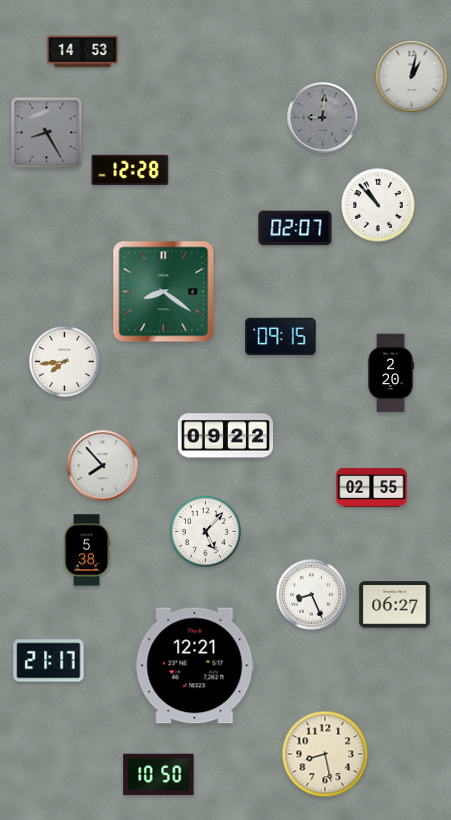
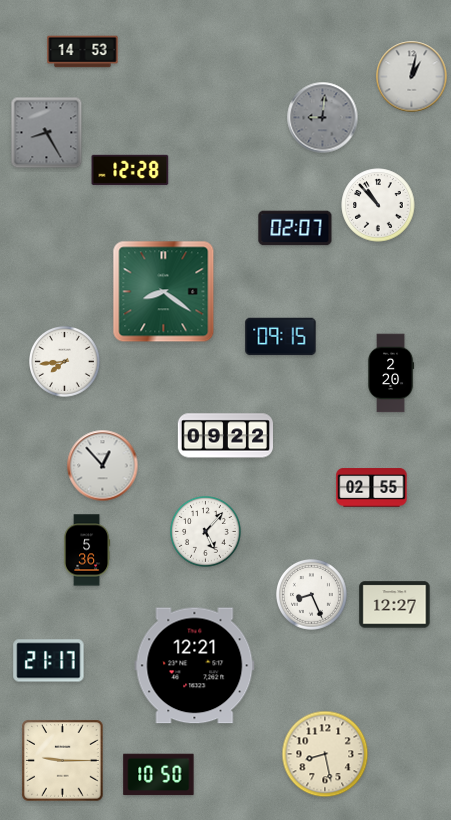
clock at (103, 466): 7:53 -> 12:53
clock at (88, 550): 5:38 -> 5:36
clock at (395, 605): 06:27 -> 12:27
clock at (63, 761): none -> 9:15
